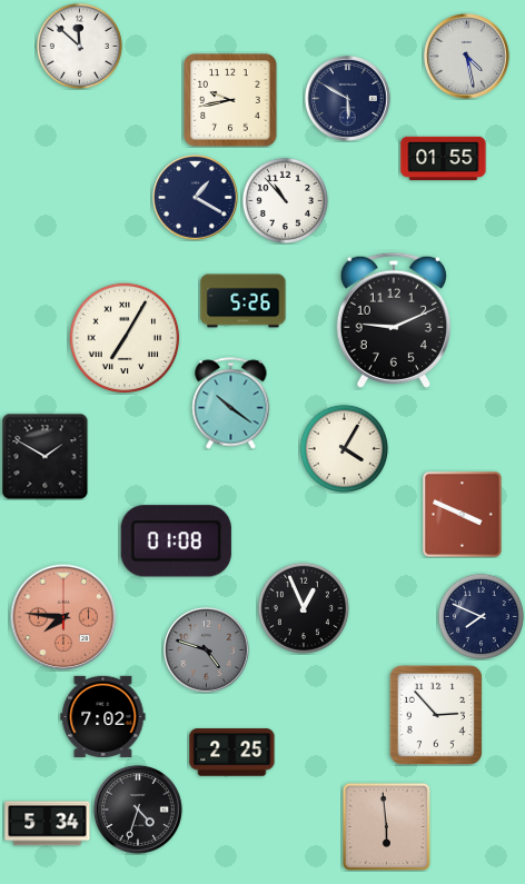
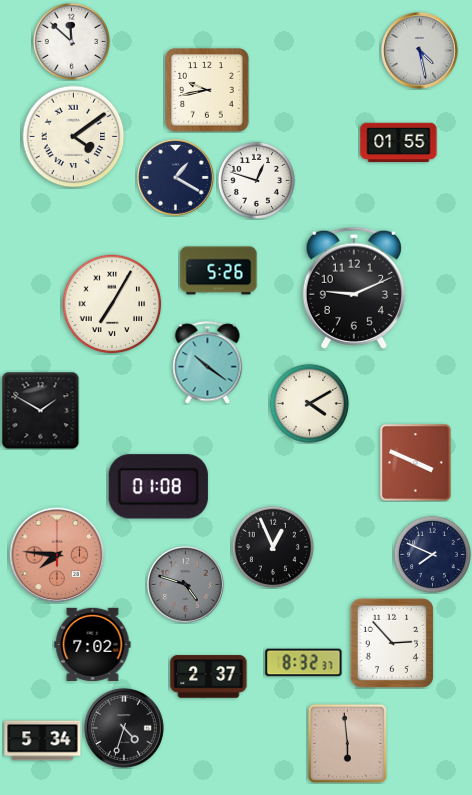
clock at (348, 99): 5:50 -> none
clock at (74, 137): none -> 4:09
clock at (285, 200): 10:53 -> 12:48
clock at (344, 448): 4:05 -> 4:10
clock at (304, 663): none -> 8:32
clock at (232, 753): 2:25 -> 2:37
